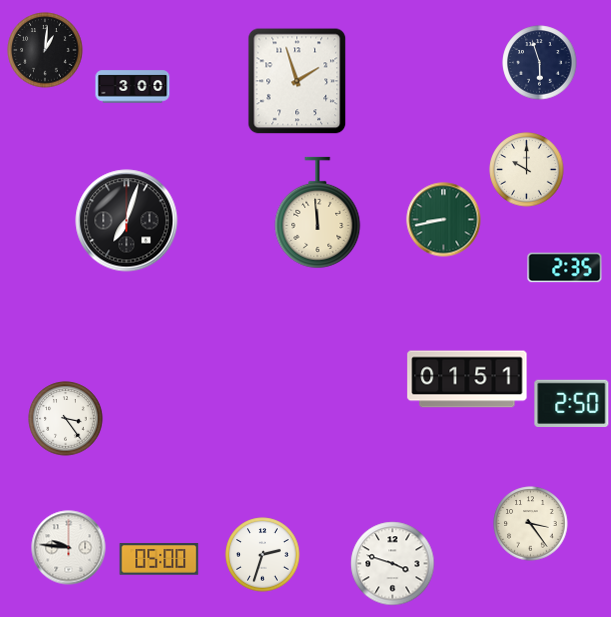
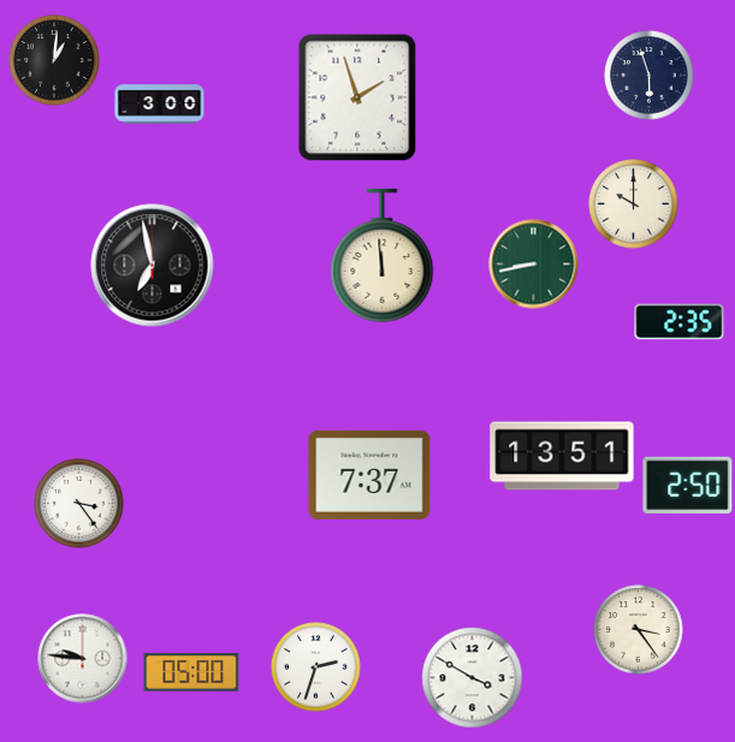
clock at (127, 221): 7:03 -> 6:58
clock at (467, 379): 01:51 -> 13:51
clock at (369, 475): none -> 7:37
clock at (393, 564): 3:48 -> 3:50
